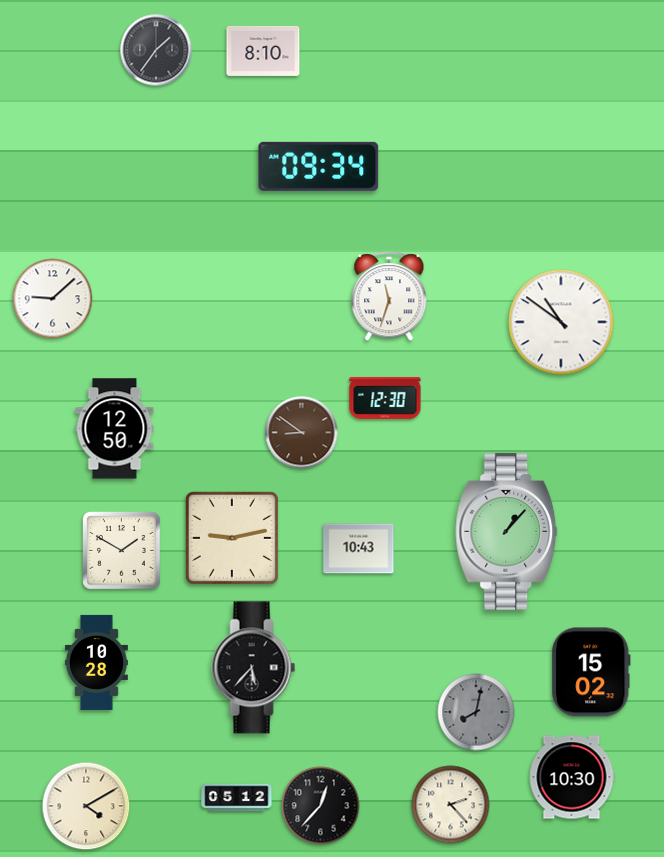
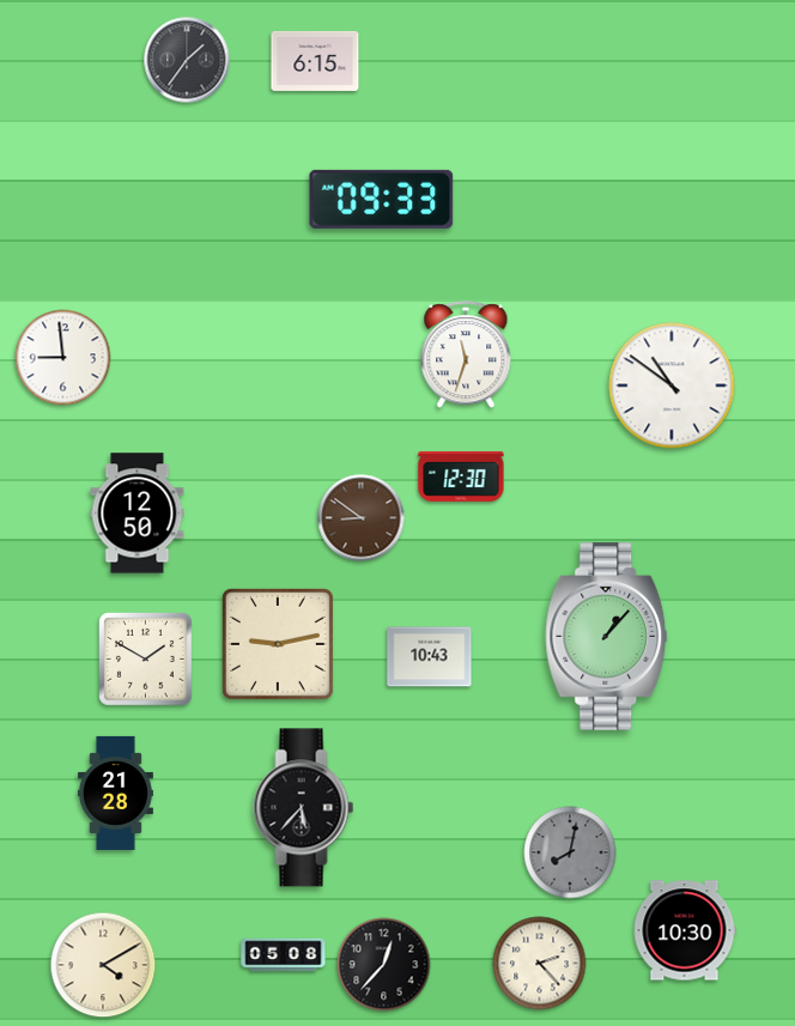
clock at (263, 51): 8:10 -> 6:15
clock at (319, 166): 09:34 -> 09:33
clock at (53, 299): 9:08 -> 8:59
clock at (96, 662): 10:28 -> 21:28
clock at (254, 668) position: (254, 668) -> (304, 808)
clock at (592, 672): 15:02 -> none
clock at (237, 798): 05:12 -> 05:08
